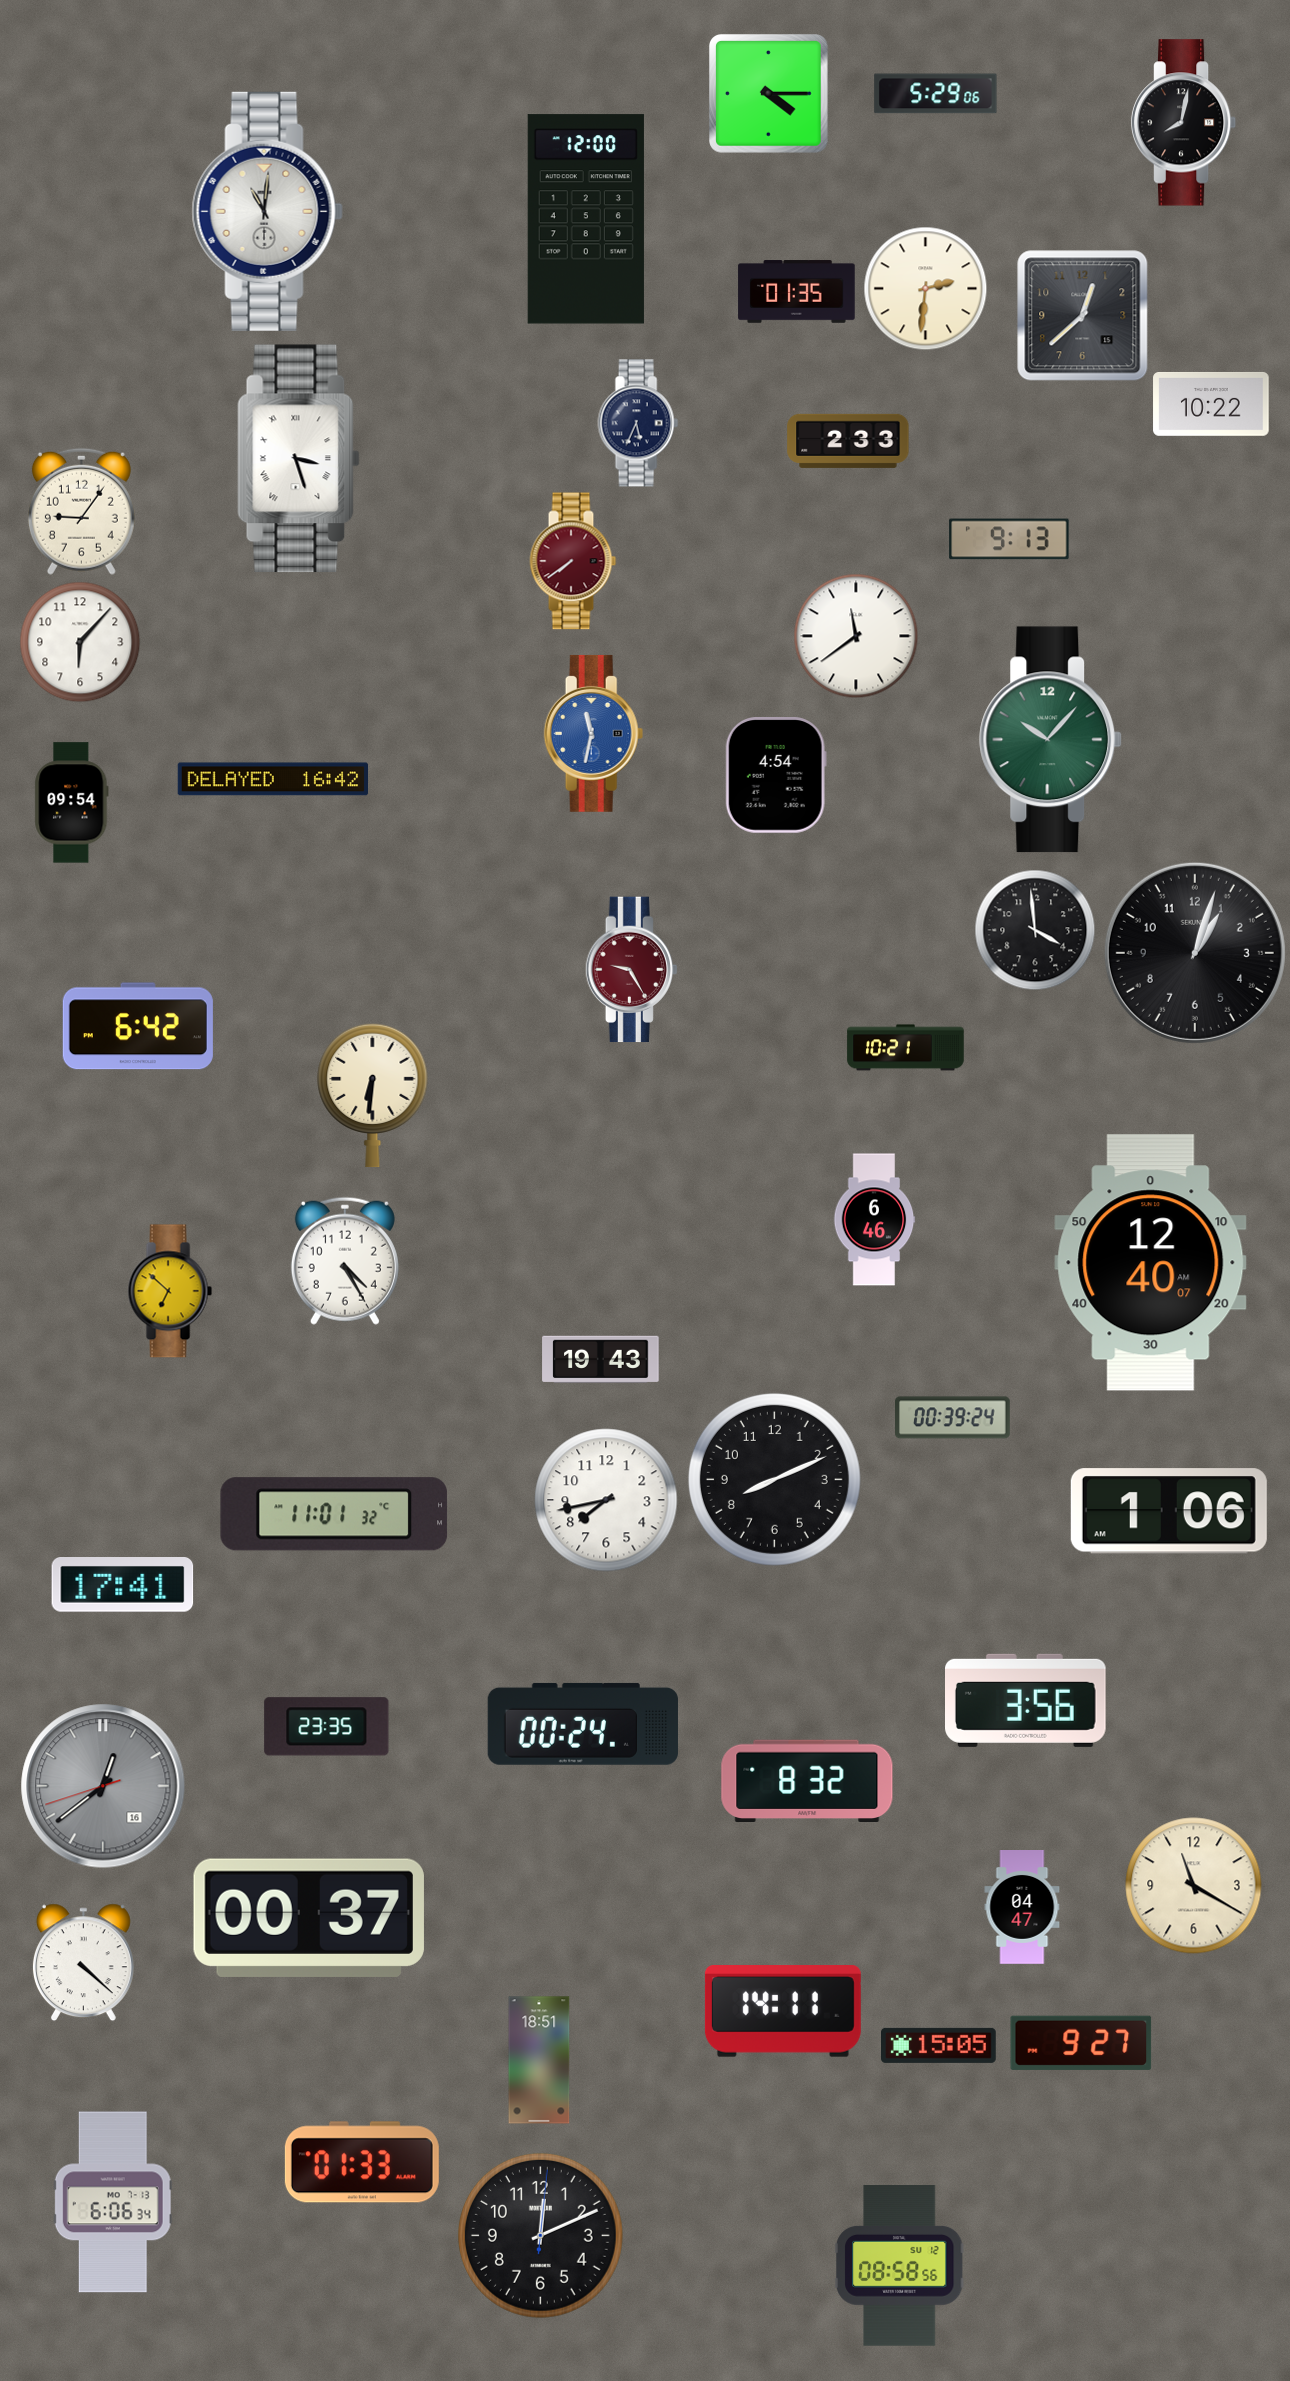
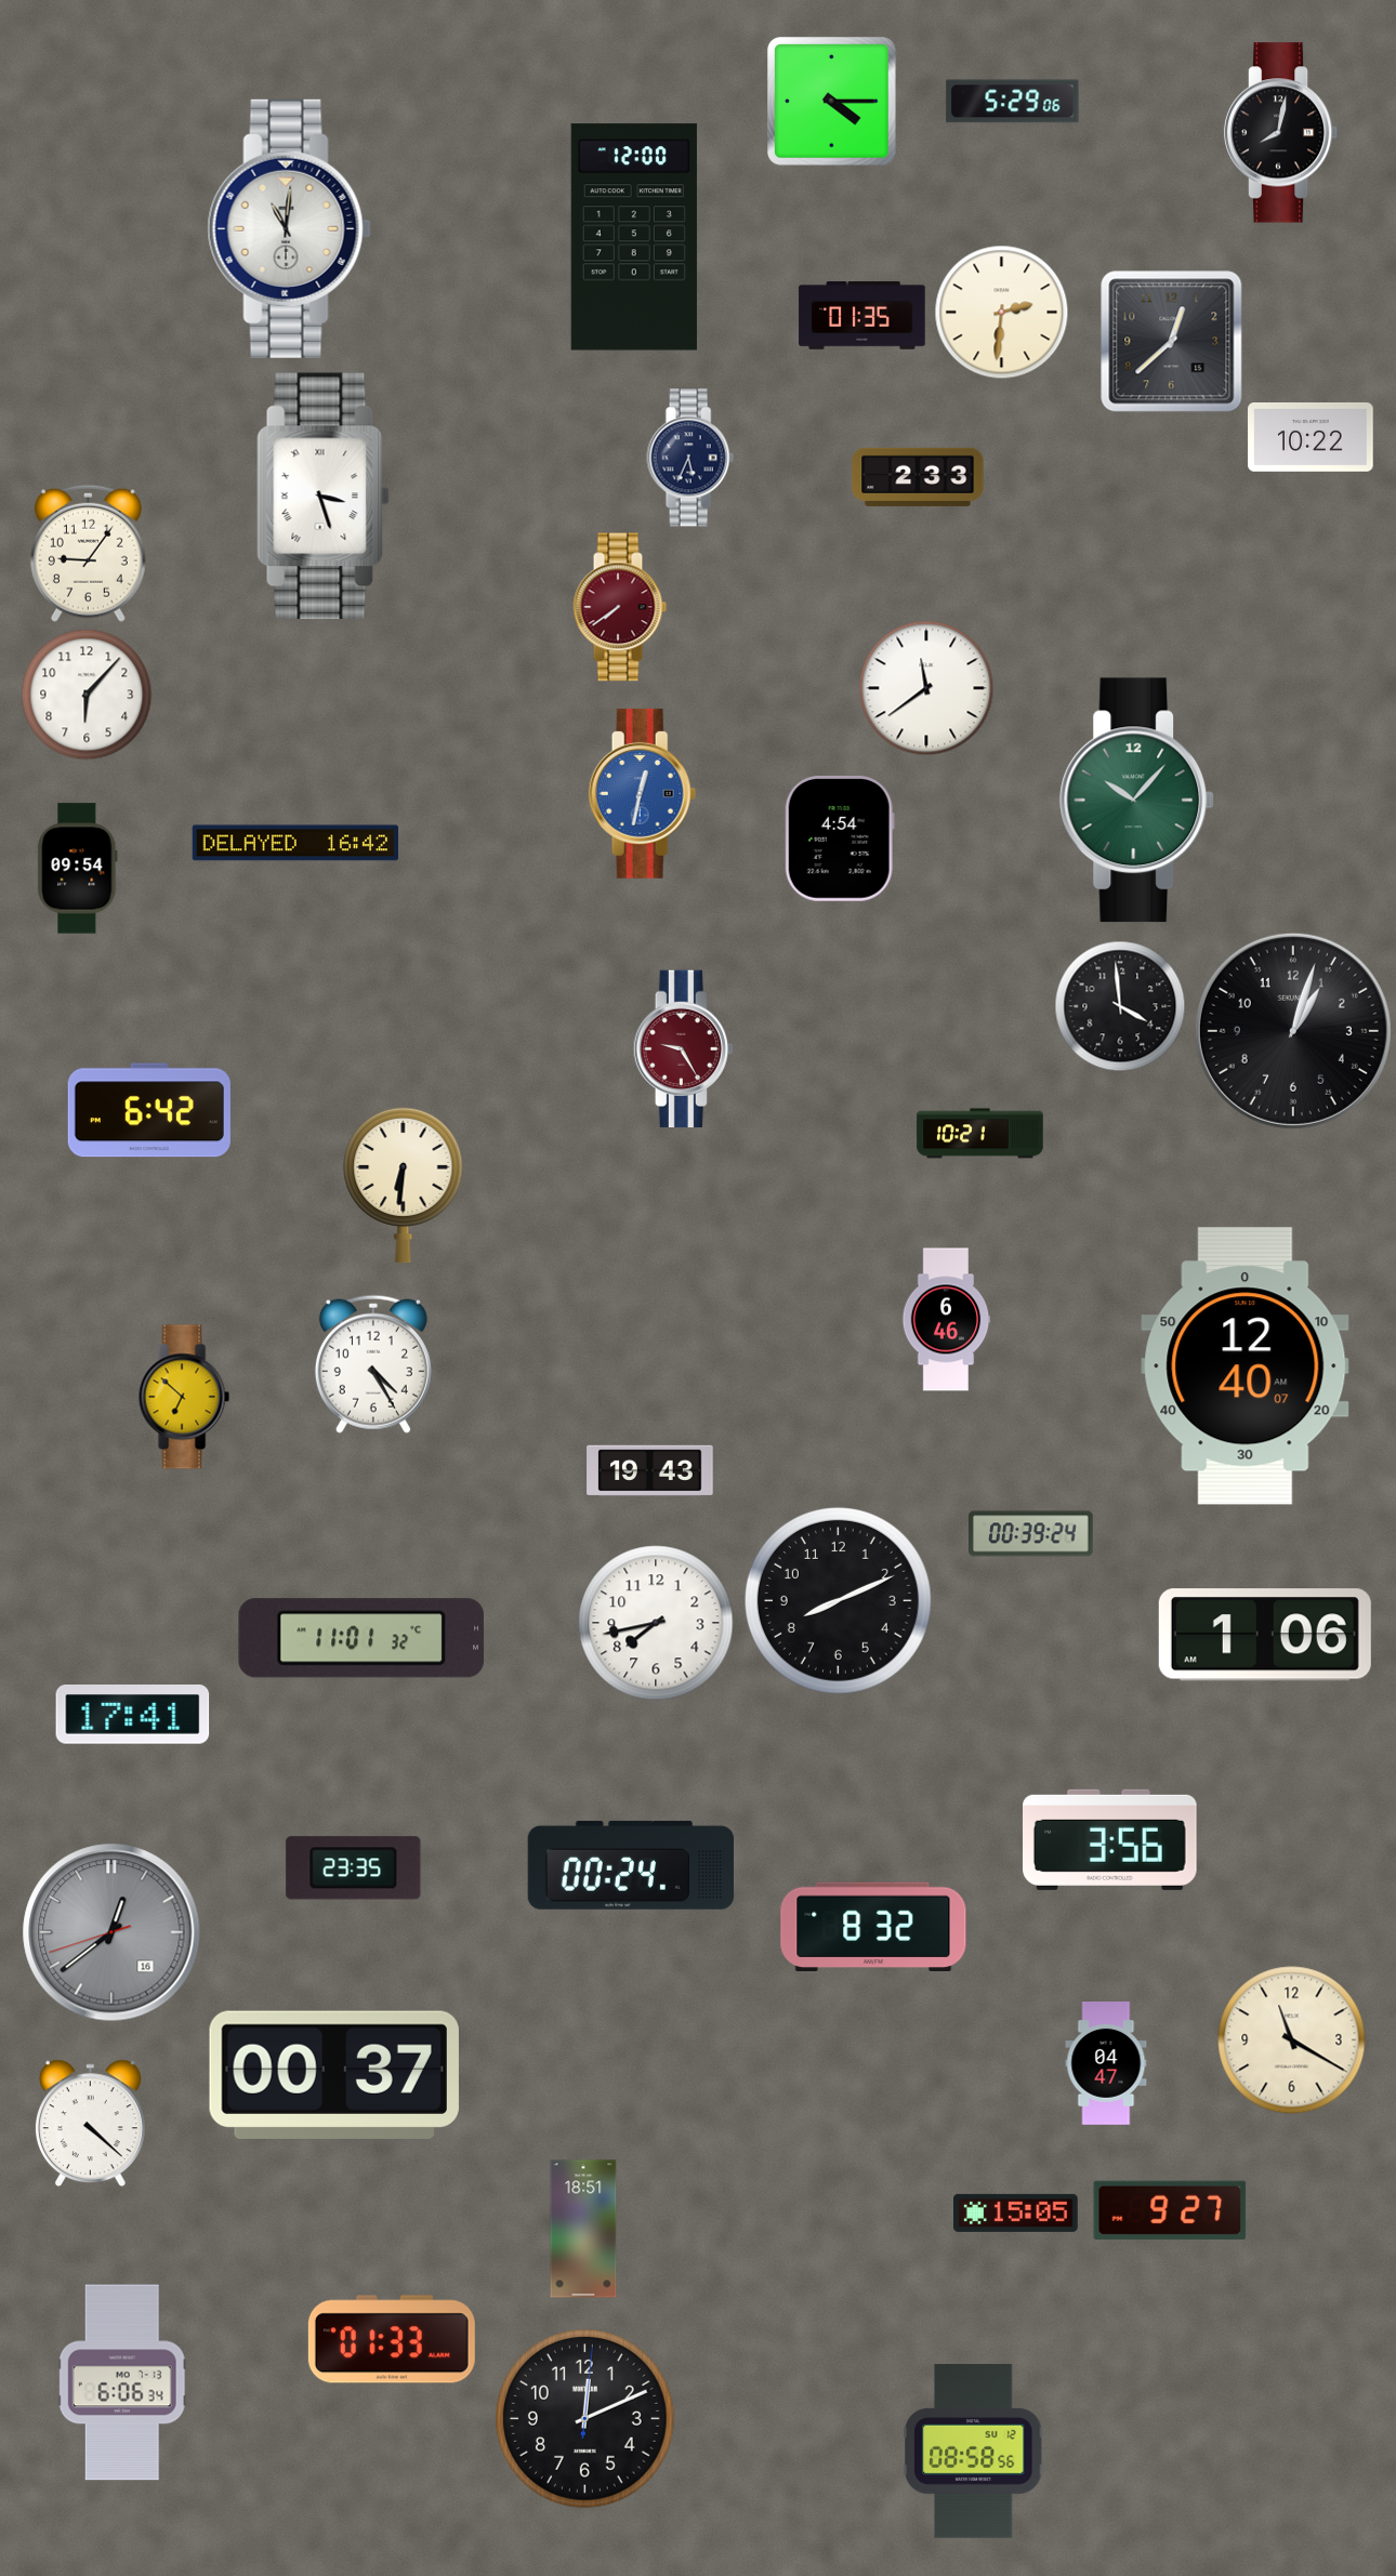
clock at (1009, 539): 9:13 -> none
clock at (594, 733): 11:32 -> 12:32
clock at (783, 2012): 14:11 -> none
